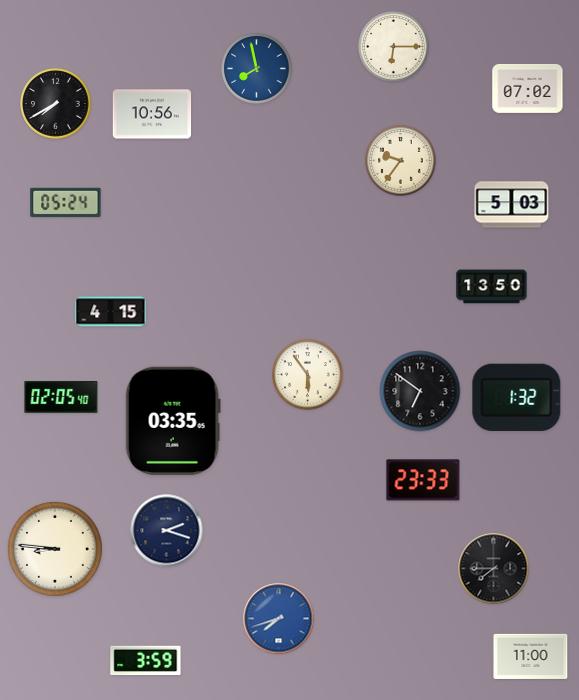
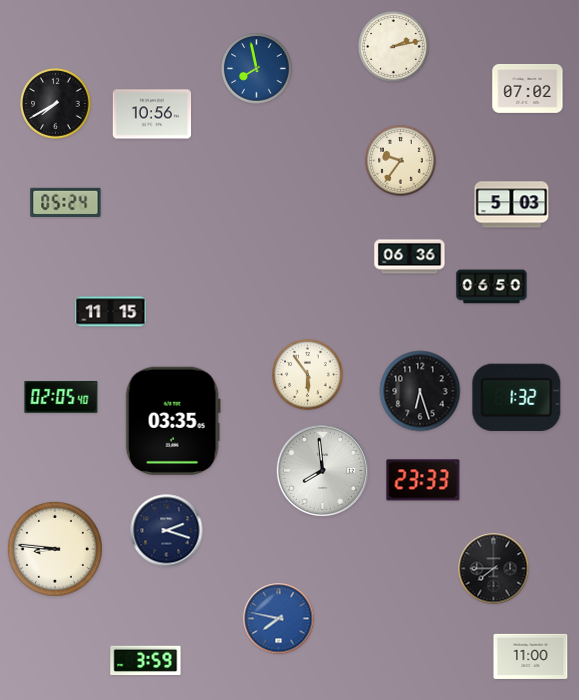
clock at (394, 47): 6:15 -> 2:13
clock at (410, 257): none -> 06:36
clock at (492, 287): 13:50 -> 06:50
clock at (111, 312): 4:15 -> 11:15
clock at (420, 391): 6:51 -> 6:27
clock at (322, 470): none -> 7:59
clock at (279, 619): 7:42 -> 7:47
